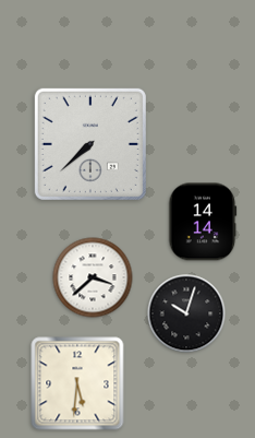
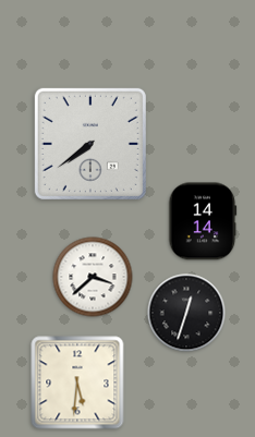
clock at (90, 144): 7:38 -> 7:39
clock at (186, 313): 10:03 -> 12:33
